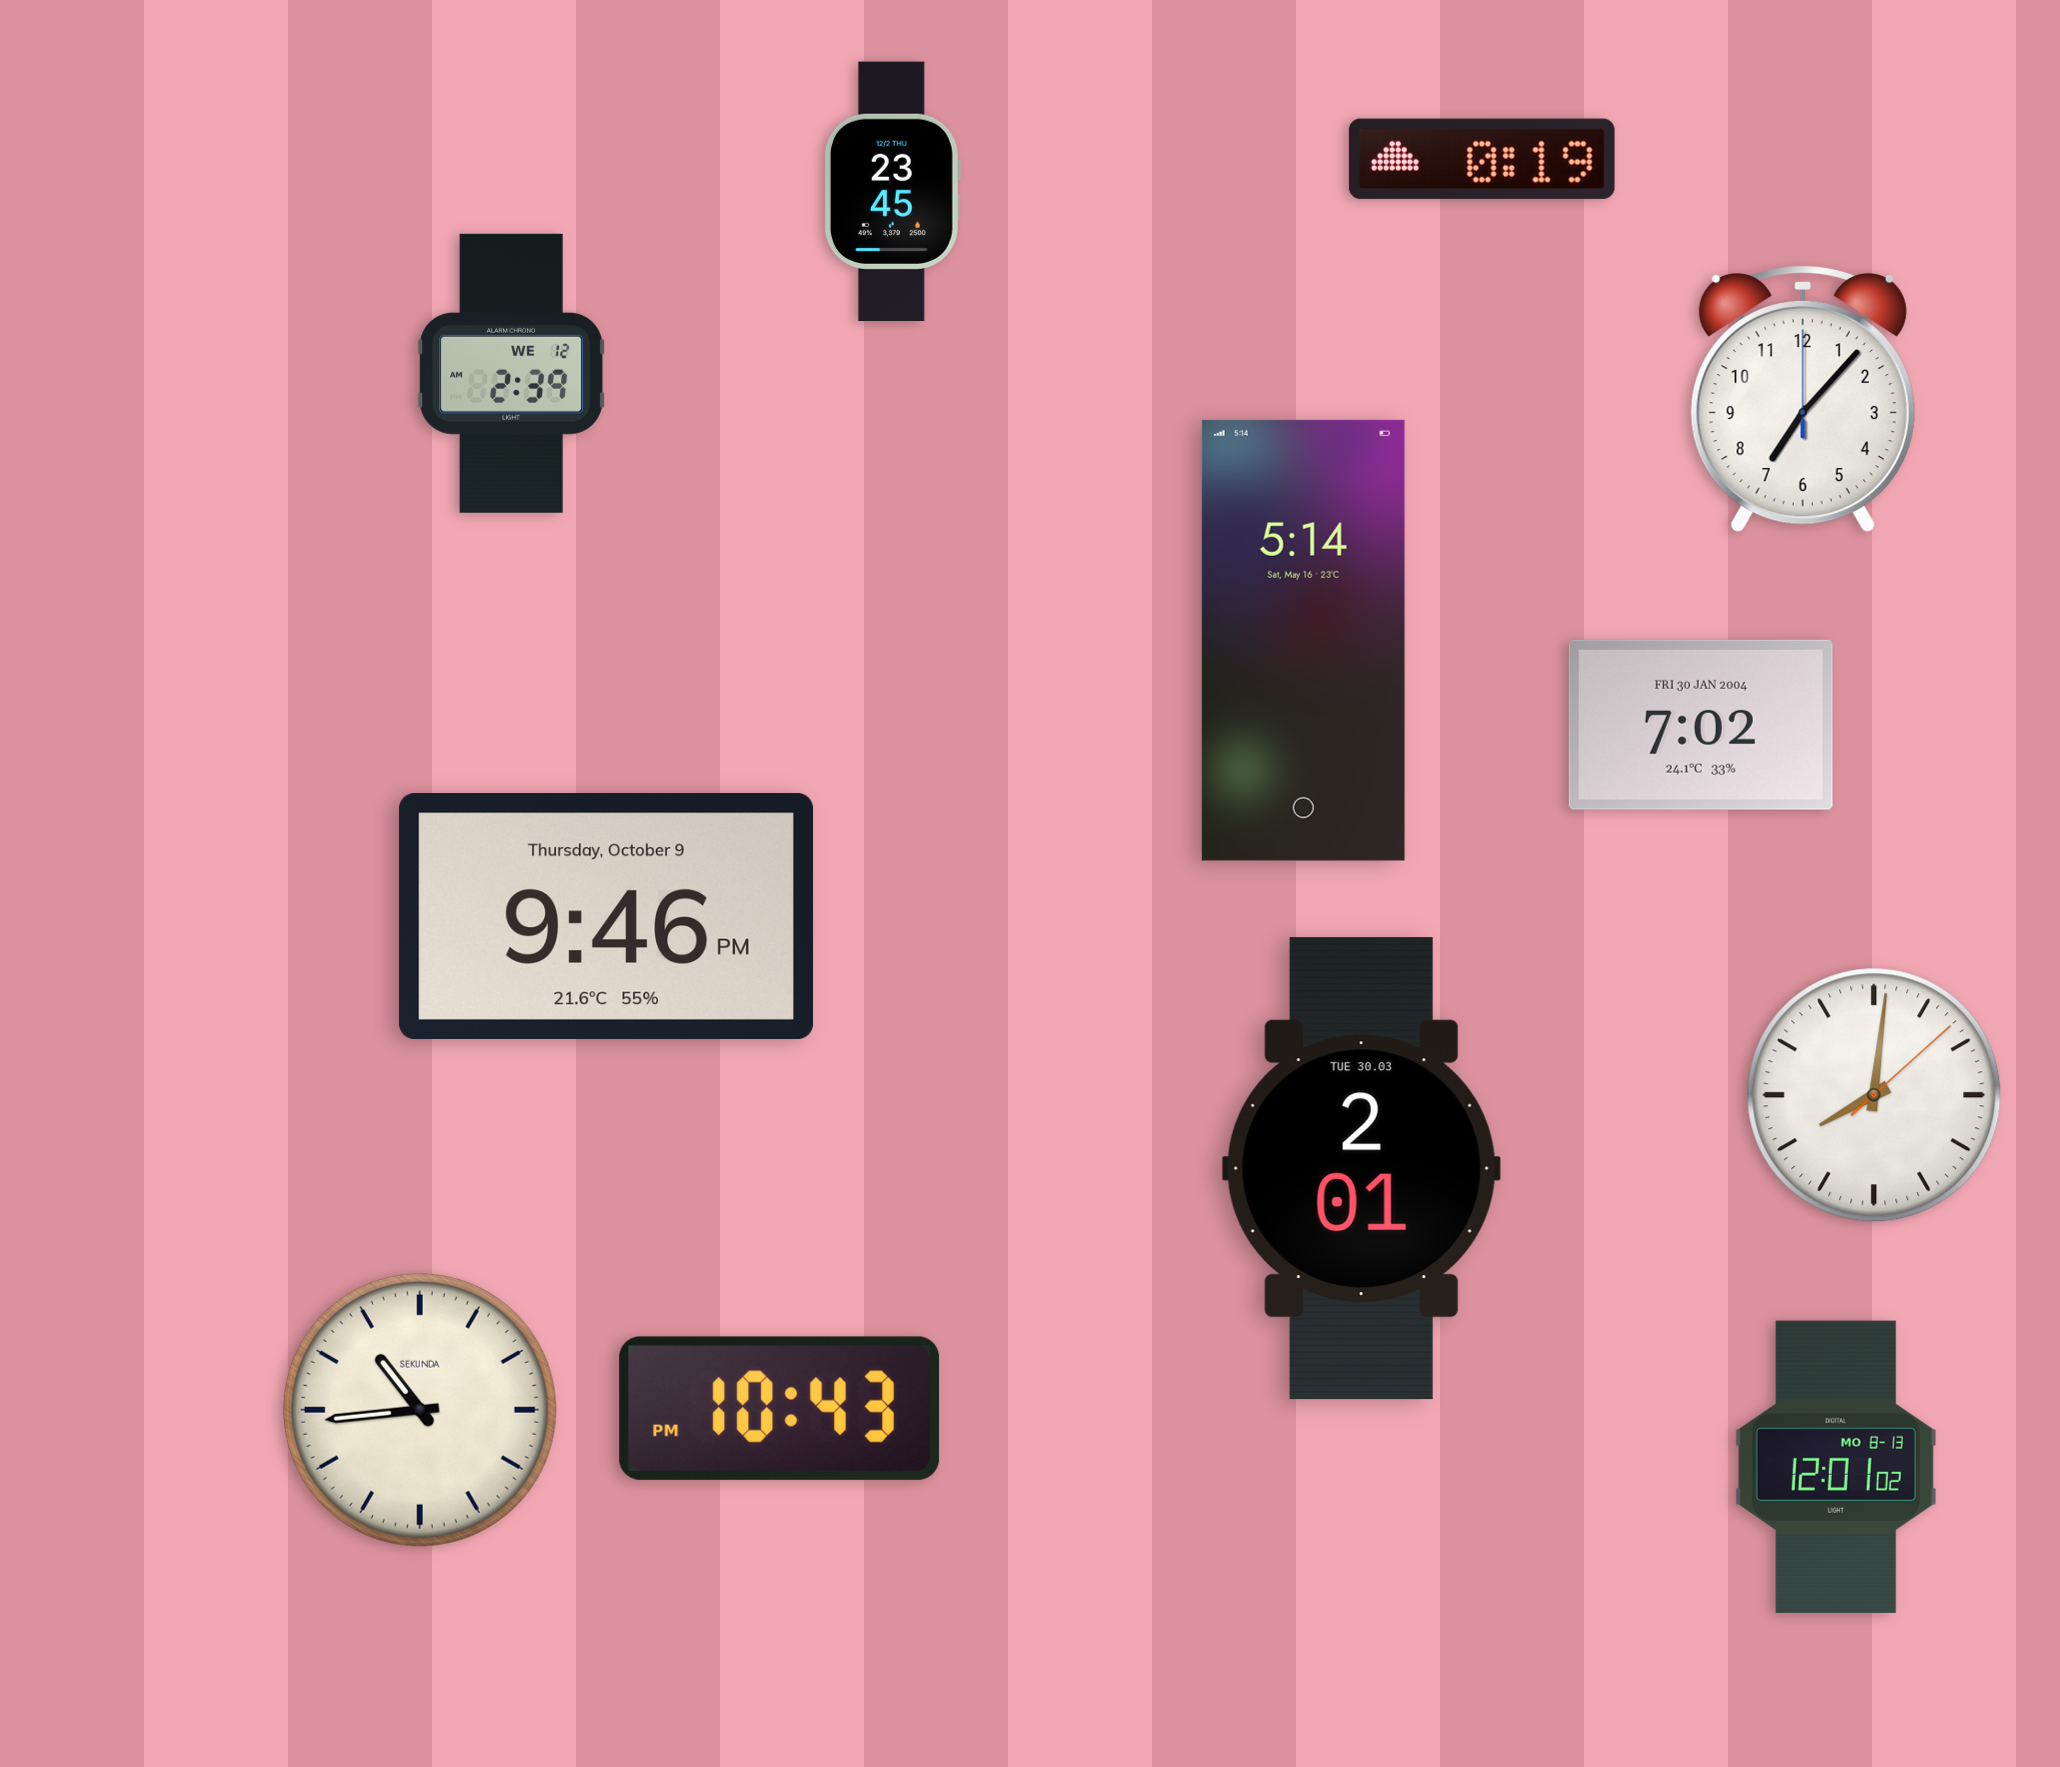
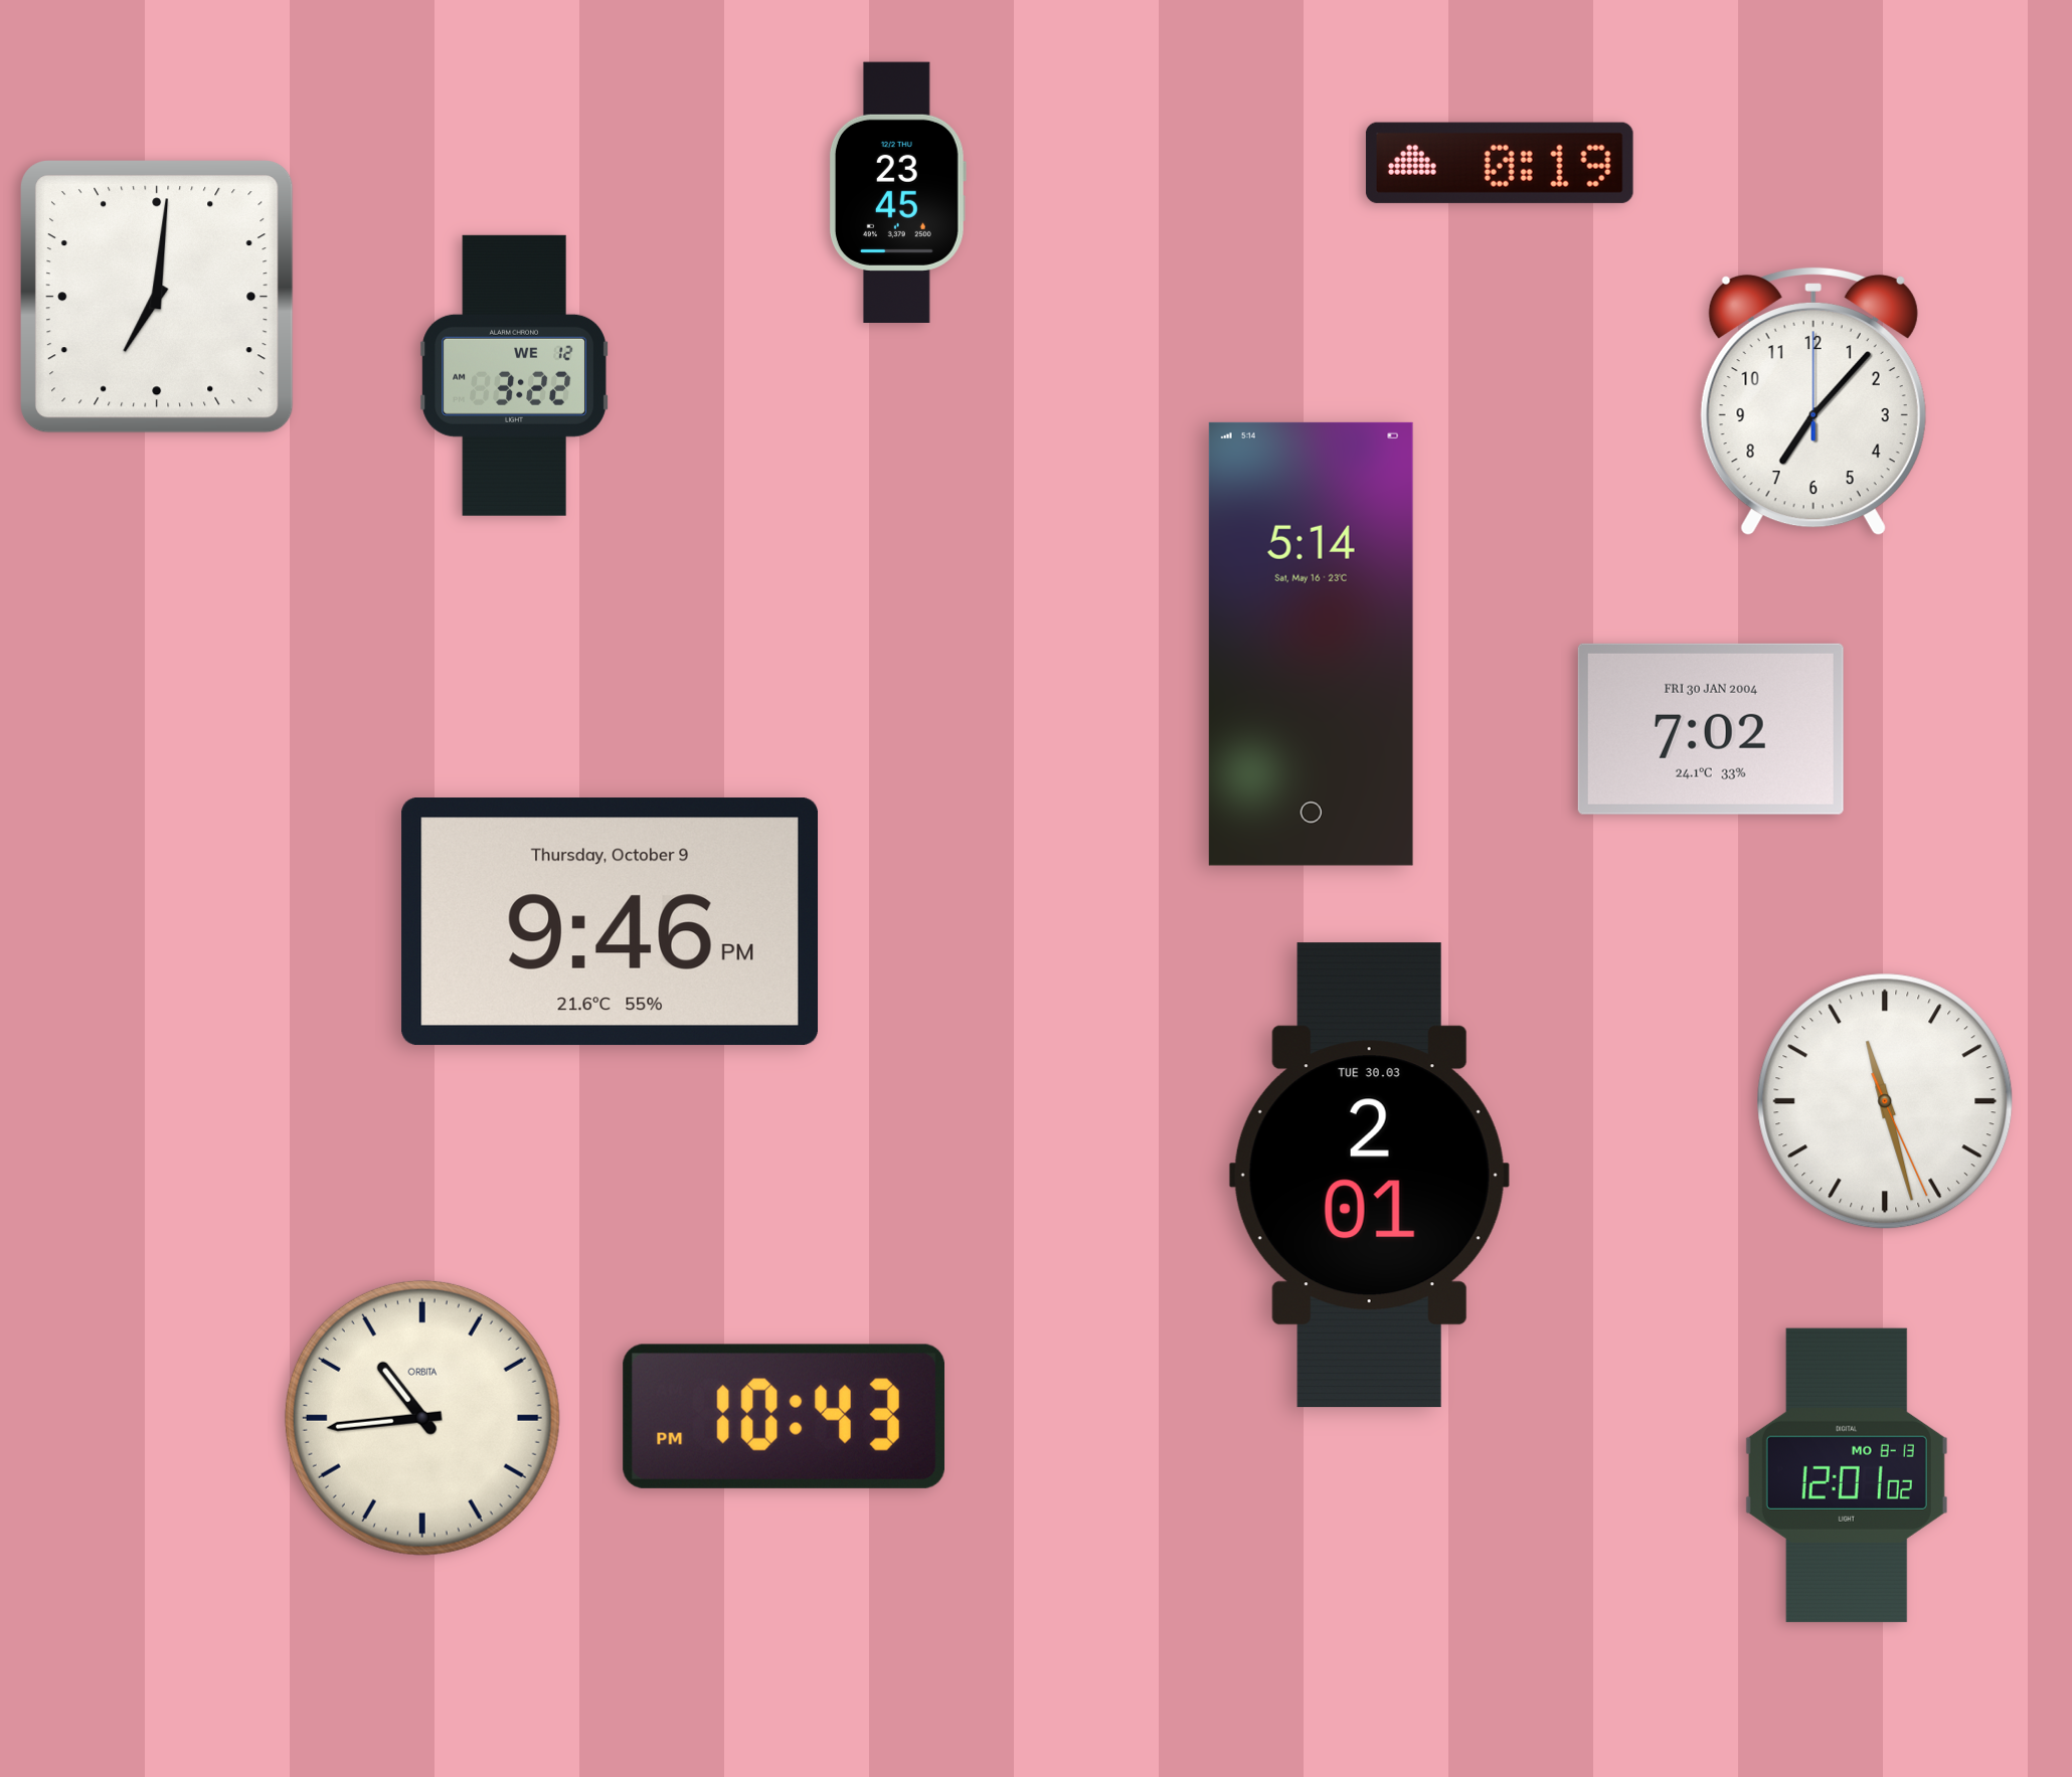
clock at (1482, 159) position: (1482, 159) -> (1500, 163)
clock at (158, 298): none -> 7:01
clock at (511, 373): 2:39 -> 3:22
clock at (1874, 1095): 8:01 -> 11:27
clock at (420, 1410) brand: SEKUNDA -> ORBITA
